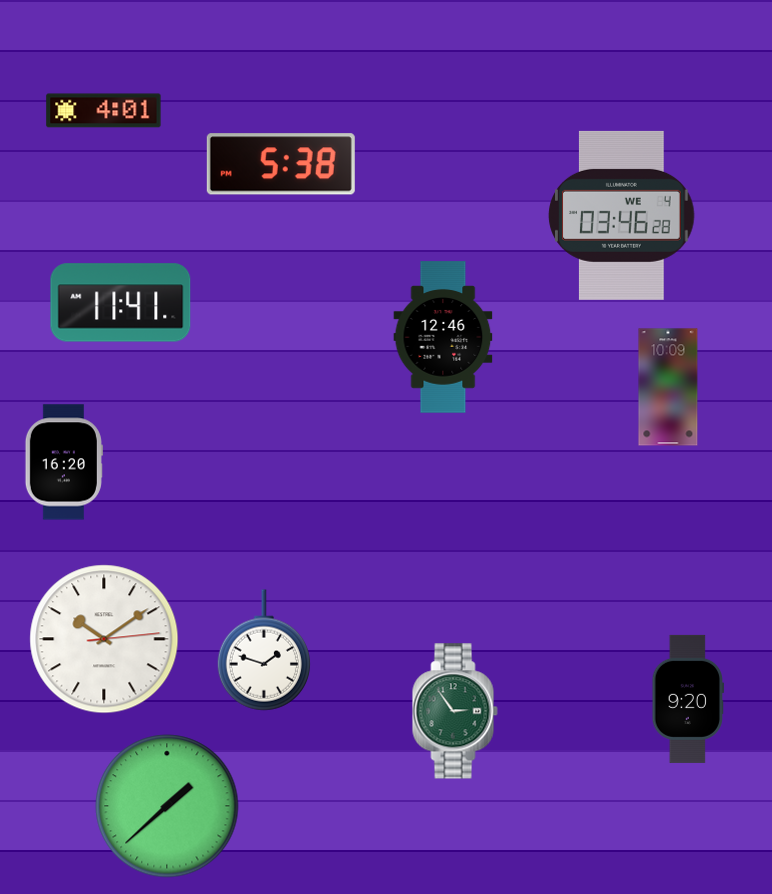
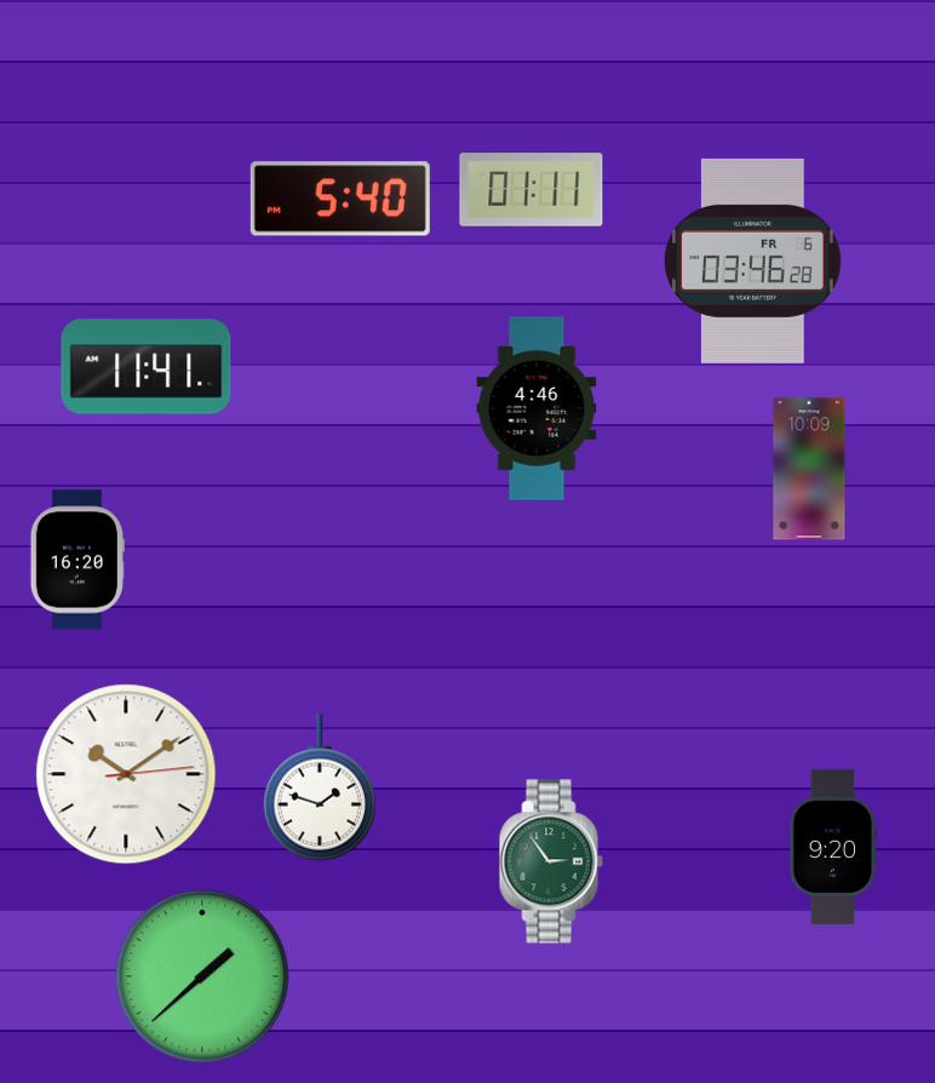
clock at (104, 111): 4:01 -> none
clock at (532, 190): none -> 01:11
clock at (281, 164): 5:38 -> 5:40
clock at (622, 215) date: WE 4 -> FR 6
clock at (443, 337): 12:46 -> 4:46
